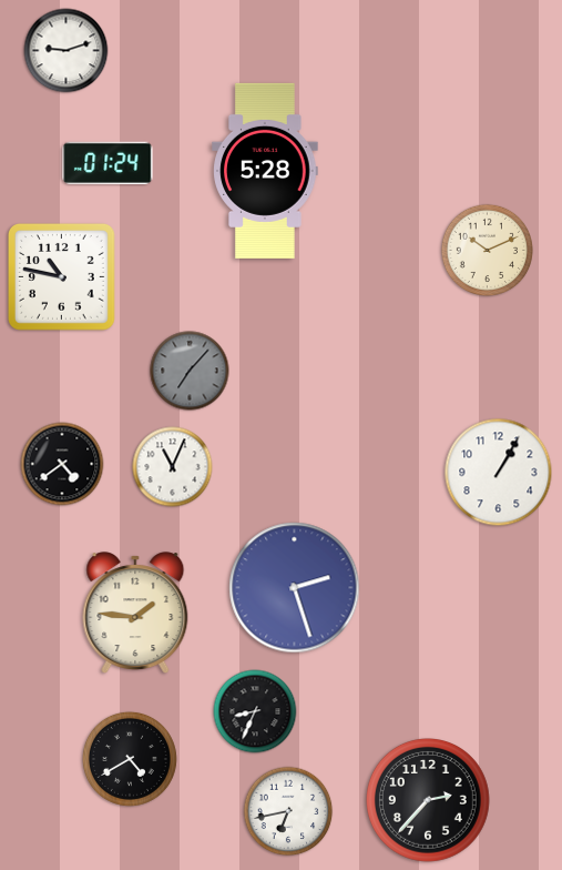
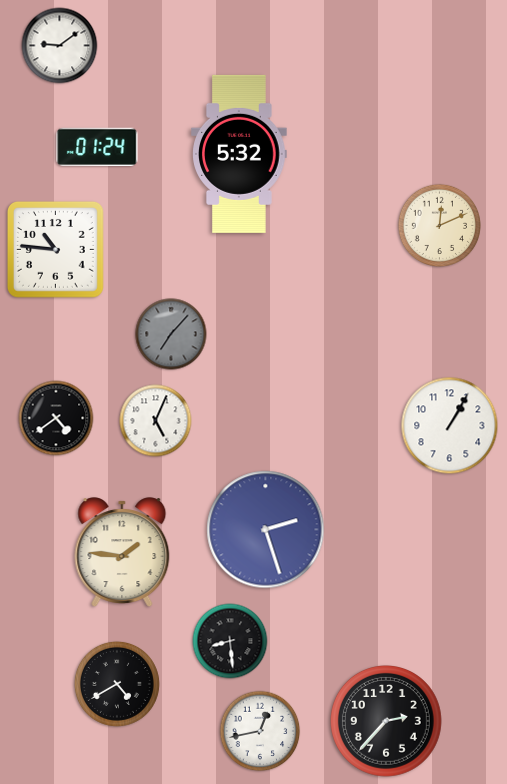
clock at (67, 51): 9:12 -> 9:09
clock at (265, 171): 5:28 -> 5:32
clock at (487, 250): 10:11 -> 12:11
clock at (62, 277): 10:47 -> 10:46
clock at (173, 467): 11:04 -> 5:04
clock at (255, 711): 8:34 -> 8:29
clock at (288, 811): 6:43 -> 12:43
